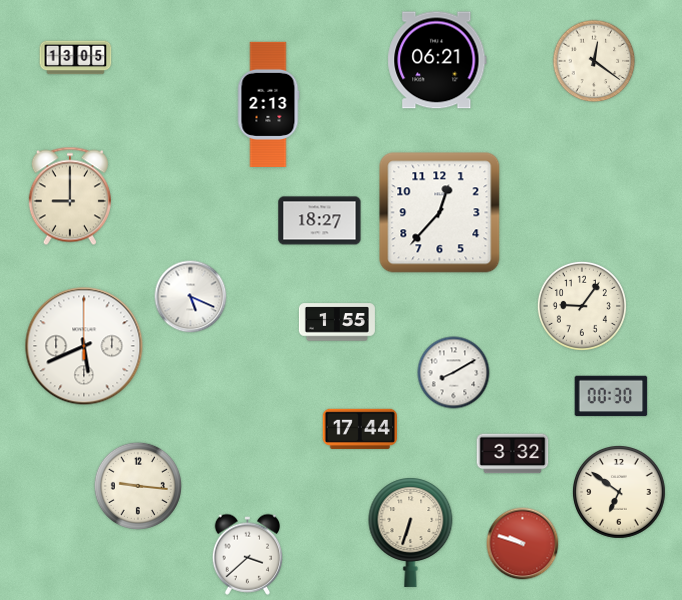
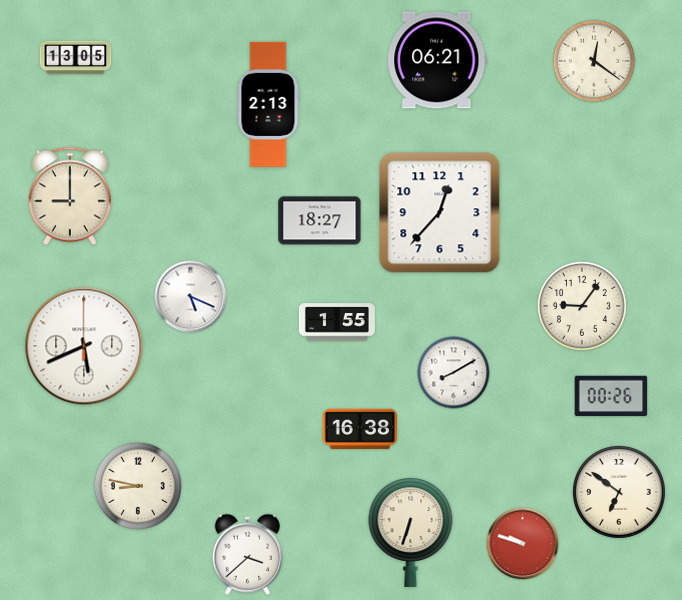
clock at (611, 396): 00:30 -> 00:26
clock at (359, 429): 17:44 -> 16:38
clock at (513, 454): 3:32 -> none
clock at (138, 486): 9:16 -> 8:47
